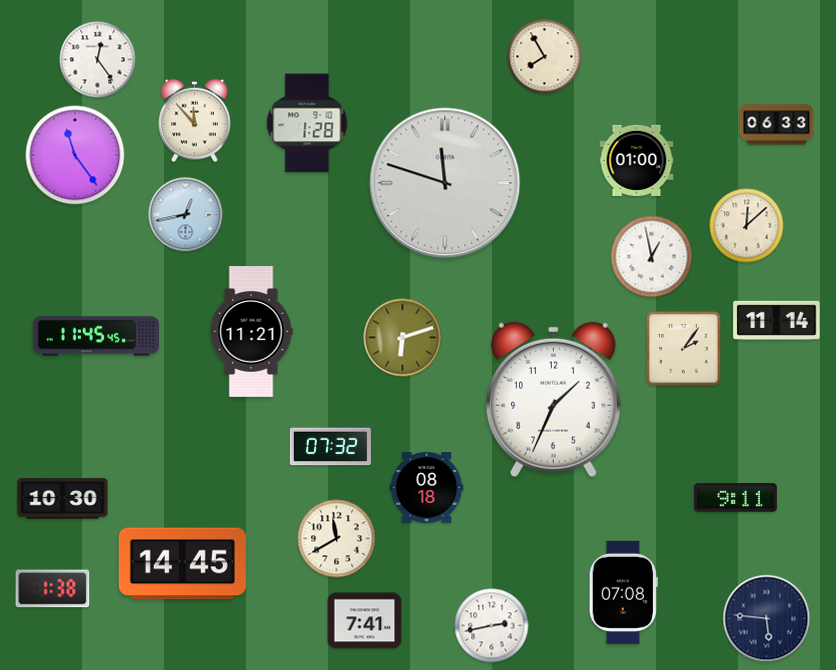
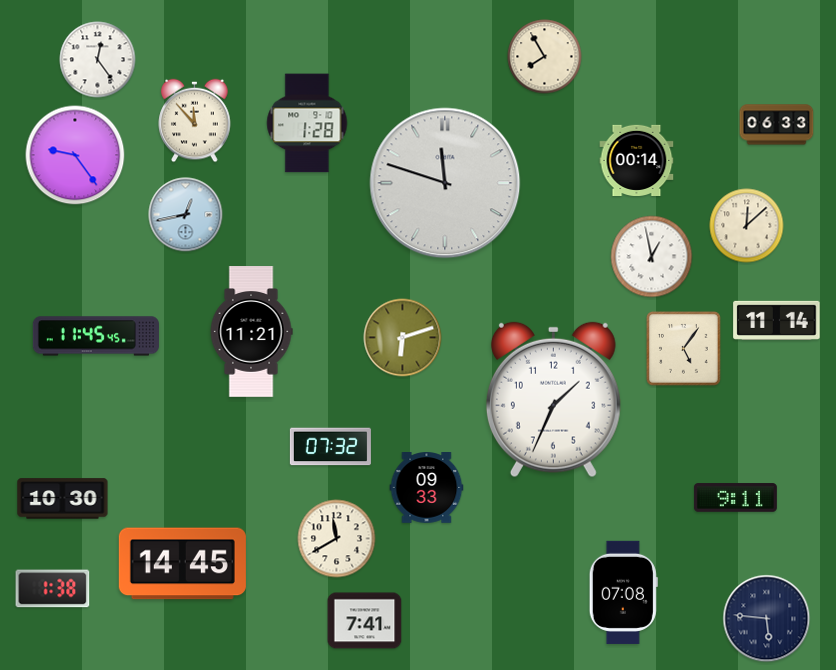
clock at (75, 155): 11:24 -> 9:24
clock at (637, 160): 01:00 -> 00:14
clock at (684, 349): 2:06 -> 5:06
clock at (427, 488): 08:18 -> 09:33
clock at (492, 626): 2:43 -> none
